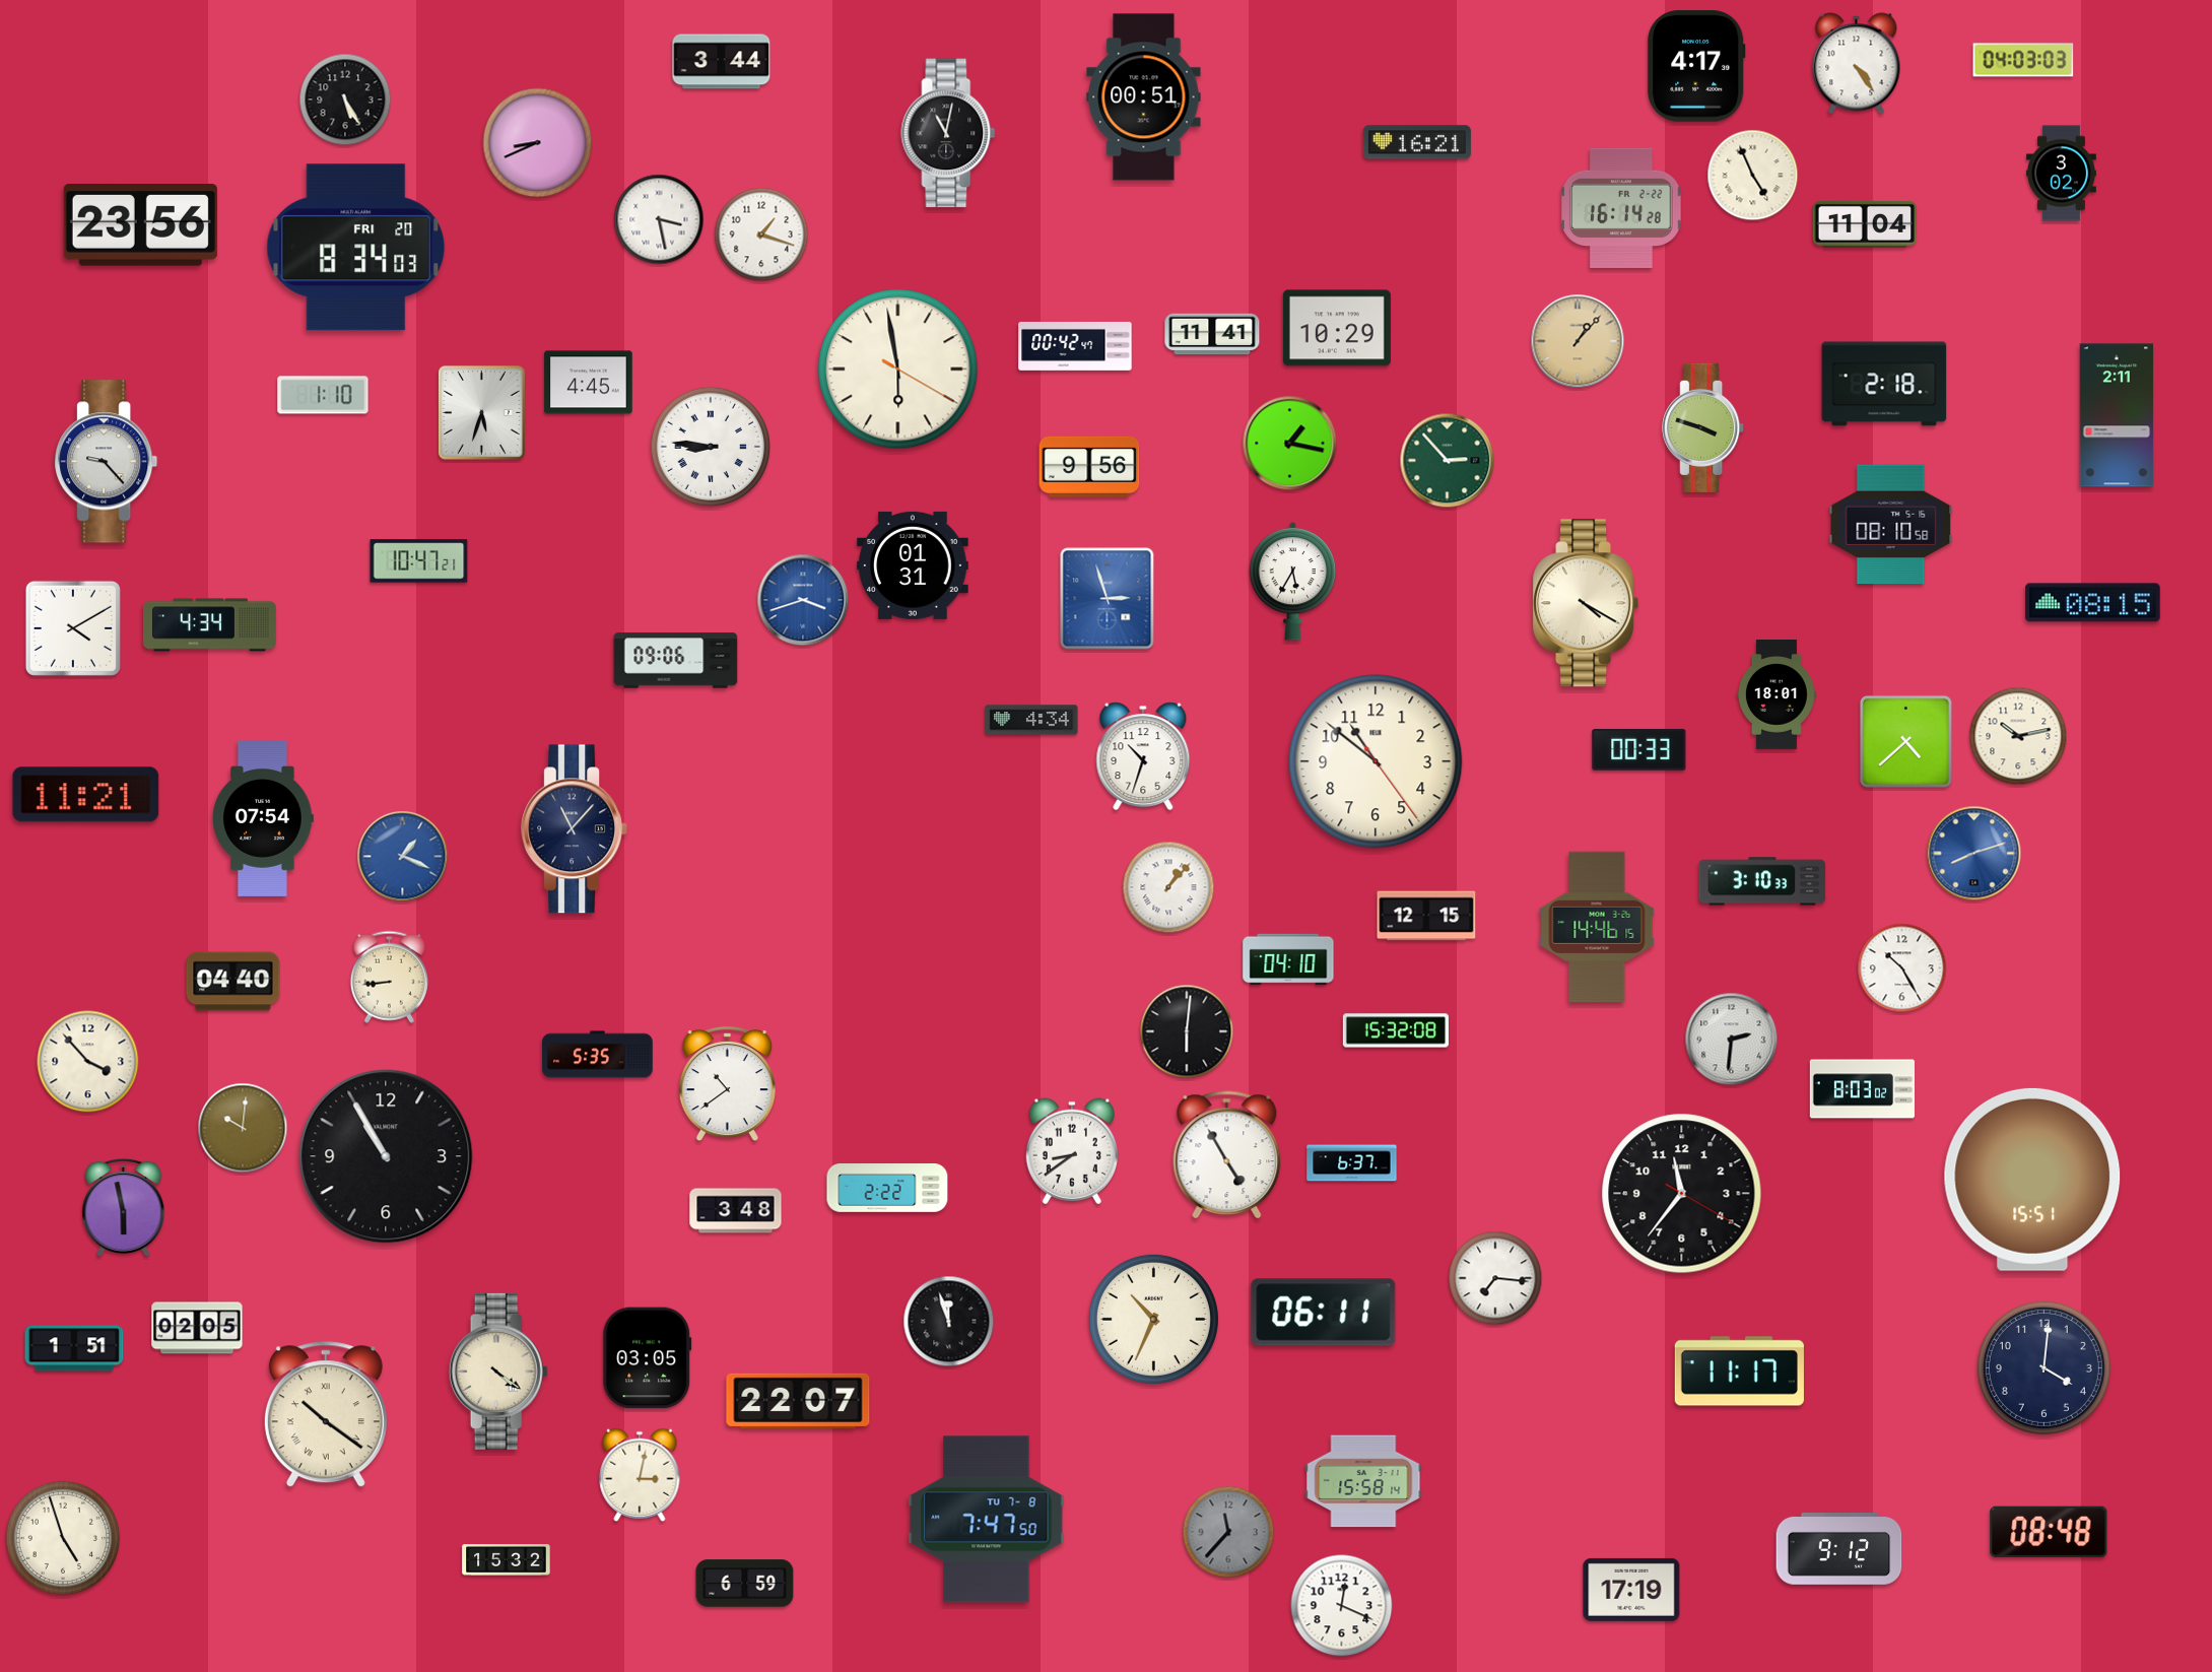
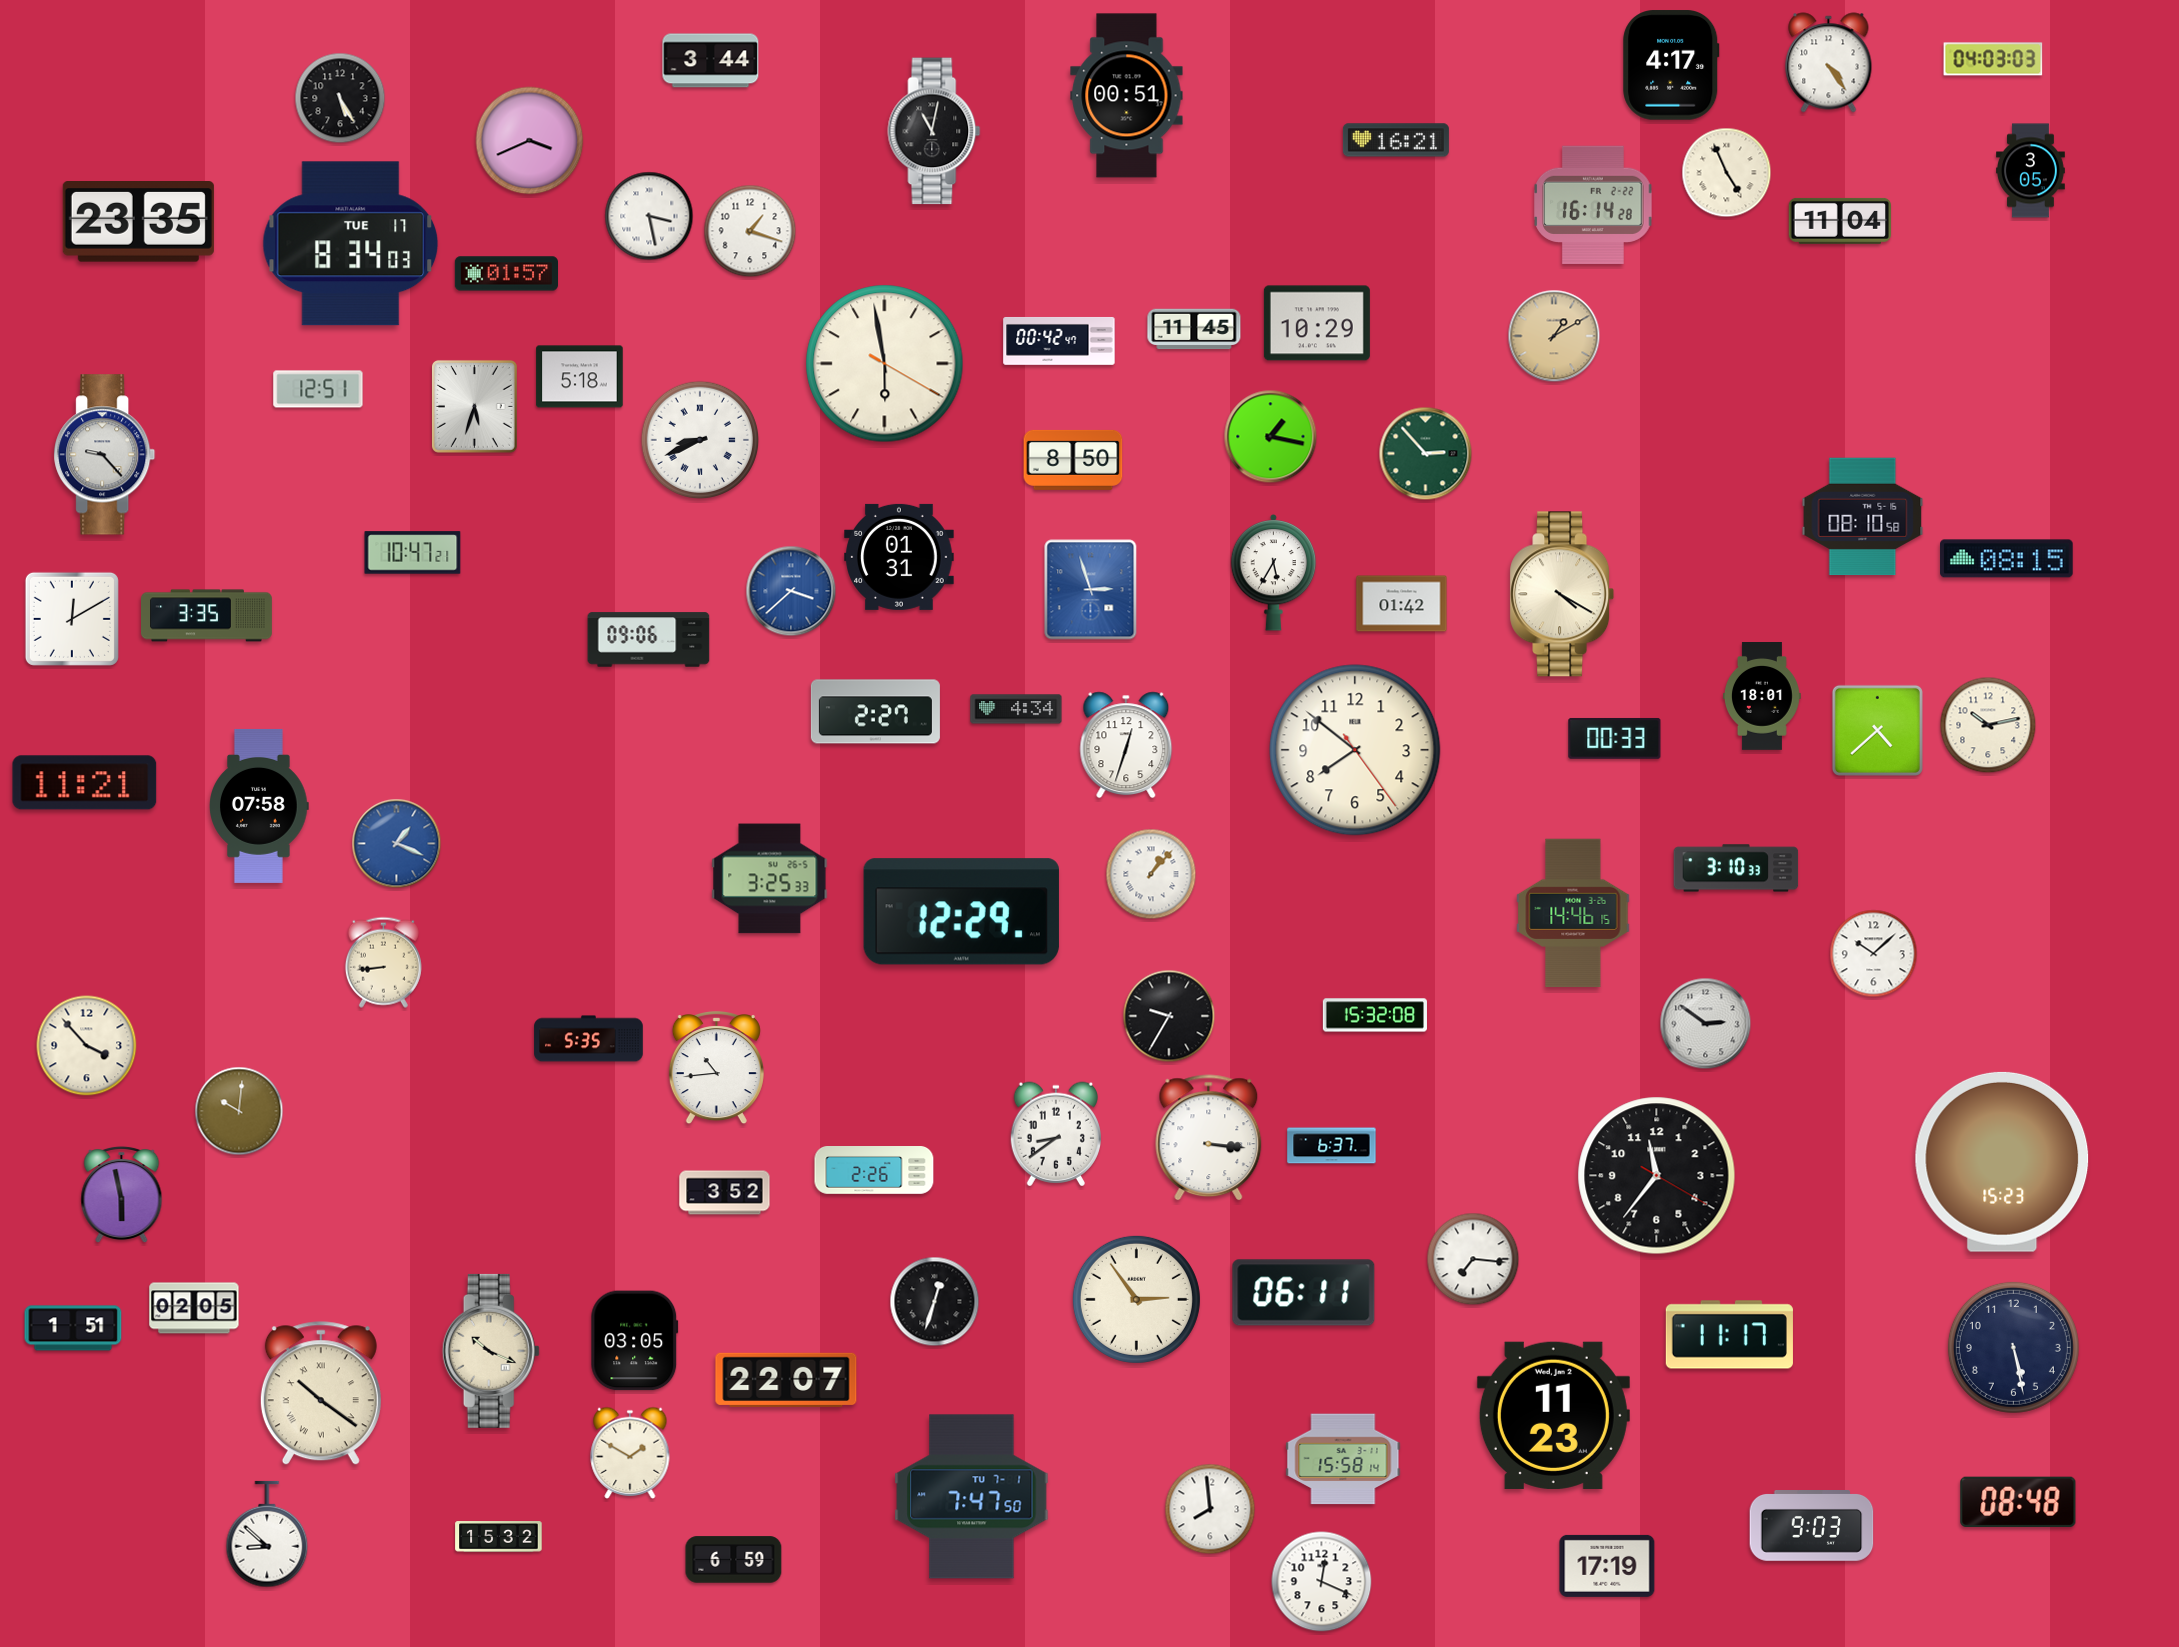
clock at (538, 143): 8:41 -> 3:41
clock at (2062, 174): 3:02 -> 3:05
clock at (1621, 208) position: (1621, 208) -> (1593, 205)
clock at (1865, 224) position: (1865, 224) -> (1840, 221)
clock at (140, 225): 23:56 -> 23:35
clock at (356, 248) date: FRI 20 -> TUE 17
clock at (506, 274): none -> 01:57
clock at (1212, 334): 11:41 -> 11:45
clock at (1578, 341): 1:07 -> 1:10
clock at (589, 383): 4:45 -> 5:18
clock at (1884, 384): 2:18 -> none
clock at (323, 395): 1:10 -> 12:51
clock at (2117, 415): 2:11 -> none
clock at (1703, 427): 3:48 -> none
clock at (711, 447): 8:46 -> 8:41
clock at (1089, 467): 9:56 -> 8:50
clock at (803, 600): 3:42 -> 3:38
clock at (2093, 603) position: (2093, 603) -> (2007, 559)
clock at (1402, 604): none -> 01:42
clock at (210, 625): 4:34 -> 3:35
clock at (73, 628): 4:10 -> 12:10
clock at (676, 661) position: (676, 661) -> (649, 640)
clock at (1777, 695) position: (1777, 695) -> (1762, 697)
clock at (875, 712): none -> 2:27
clock at (1143, 756): 10:33 -> 12:33
clock at (1376, 761): 10:51 -> 7:51
clock at (263, 818): 07:54 -> 07:58
clock at (575, 829): 11:07 -> none
clock at (1974, 854): 8:12 -> none
clock at (770, 879): none -> 3:25
clock at (1426, 916): 12:15 -> none
clock at (961, 912): none -> 12:29
clock at (1288, 959): 04:10 -> none
clock at (1902, 968): 10:25 -> 10:08
clock at (233, 982): 04:40 -> none
clock at (1187, 1031): 6:01 -> 9:35
clock at (1732, 1040): 2:31 -> 2:51
clock at (727, 1085): 10:39 -> 10:44
clock at (1863, 1089): 8:03 -> none
clock at (1227, 1155): 4:55 -> 3:16
clock at (386, 1156): 10:55 -> none
clock at (2032, 1180): 15:51 -> 15:23
clock at (887, 1189): 2:22 -> 2:26
clock at (124, 1208) position: (124, 1208) -> (122, 1195)
clock at (736, 1211): 3:48 -> 3:52
clock at (1153, 1319): 10:34 -> 2:54
clock at (949, 1322): 11:57 -> 12:33
clock at (648, 1358) position: (648, 1358) -> (635, 1341)
clock at (2043, 1367): 4:01 -> 5:28
clock at (498, 1372): 4:21 -> 10:19
clock at (1739, 1372) position: (1739, 1372) -> (1729, 1335)
clock at (1553, 1415): none -> 11:23
clock at (640, 1475): 3:02 -> 1:50
clock at (987, 1520) date: TU 7-8 -> TU 7-1
clock at (1228, 1532): 11:37 -> 7:59
clock at (1228, 1532) dial: grey -> white
clock at (2049, 1532) position: (2049, 1532) -> (2018, 1502)
clock at (63, 1538): 4:57 -> none
clock at (1839, 1549): 9:12 -> 9:03
clock at (267, 1534): none -> 8:52
